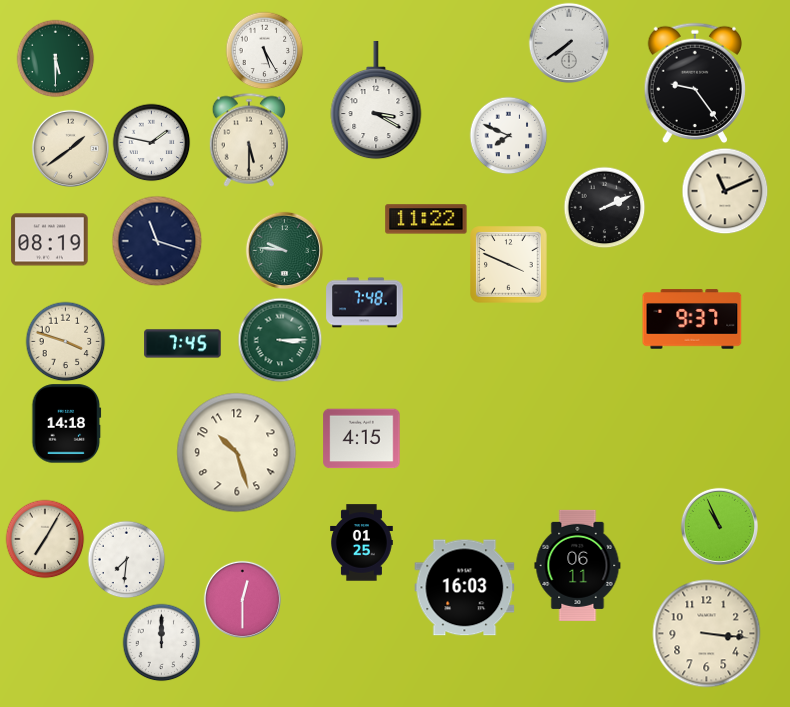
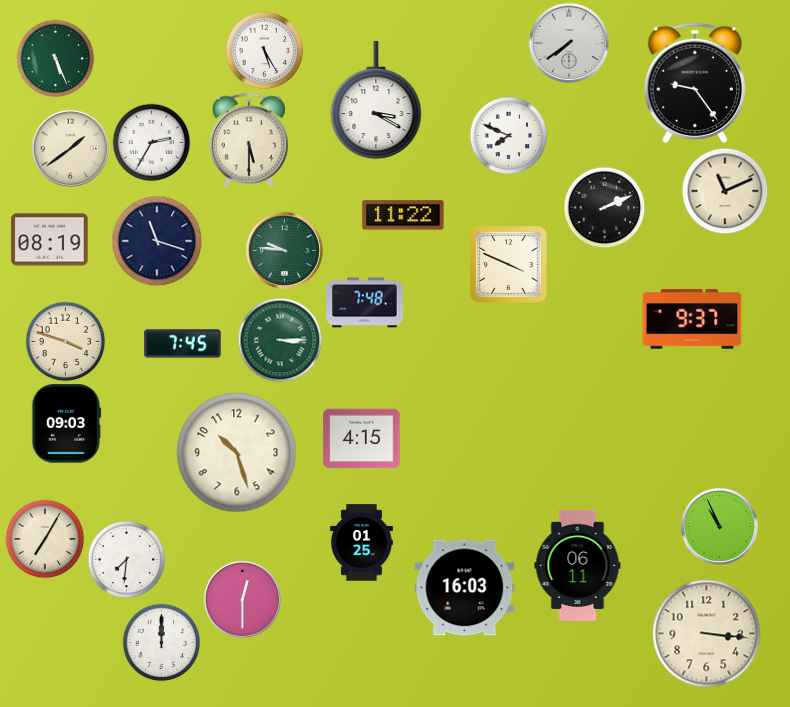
clock at (55, 58): 5:30 -> 5:26
clock at (151, 142): 1:47 -> 2:35
clock at (426, 219) position: (426, 219) -> (403, 215)
clock at (67, 424): 14:18 -> 09:03
